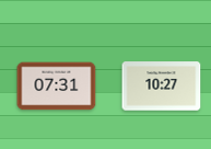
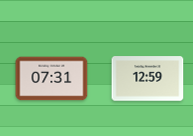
clock at (162, 87): 10:27 -> 12:59
